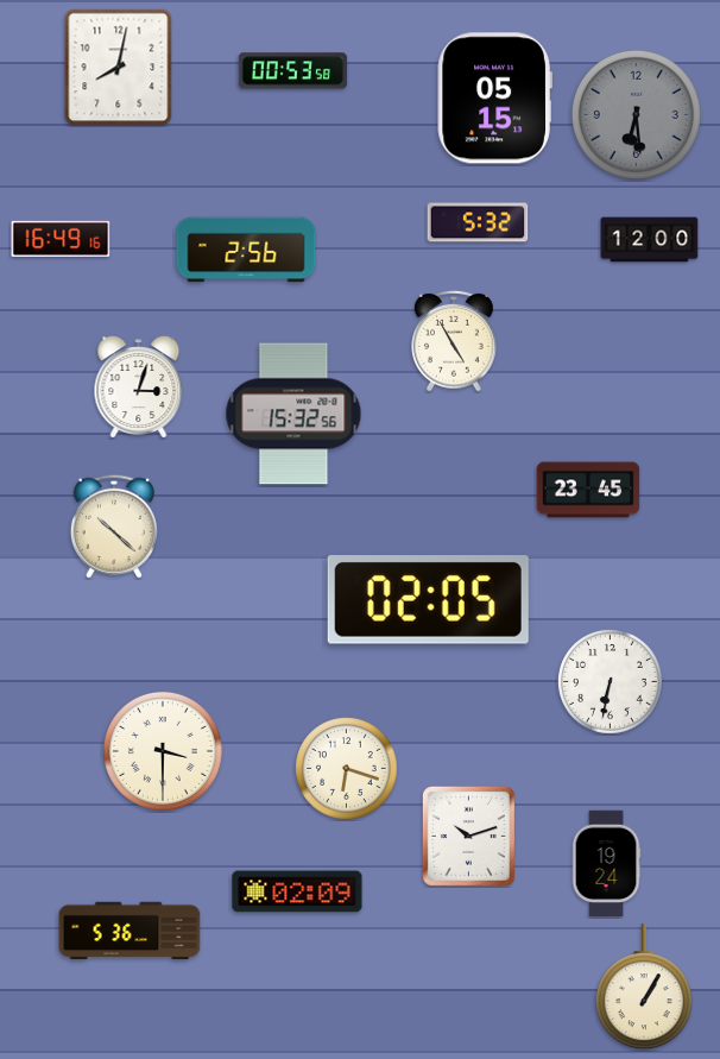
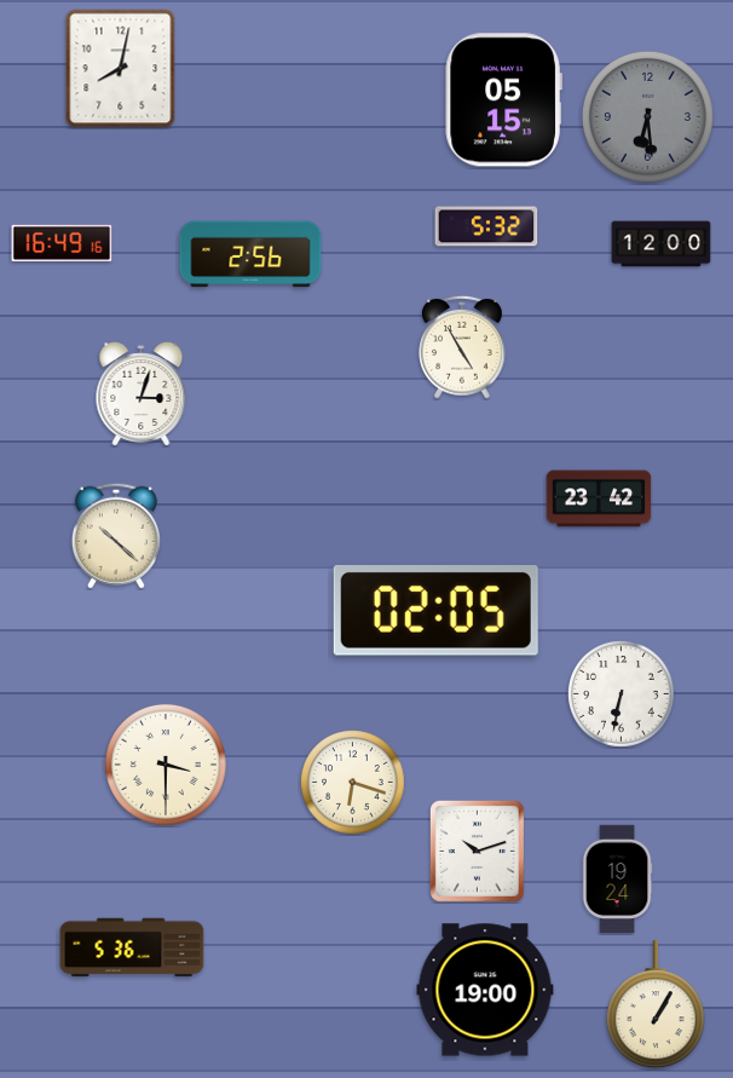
clock at (292, 71): 00:53 -> none
clock at (293, 414): 15:32 -> none
clock at (588, 490): 23:45 -> 23:42
clock at (297, 891): 02:09 -> none
clock at (485, 990): none -> 19:00
